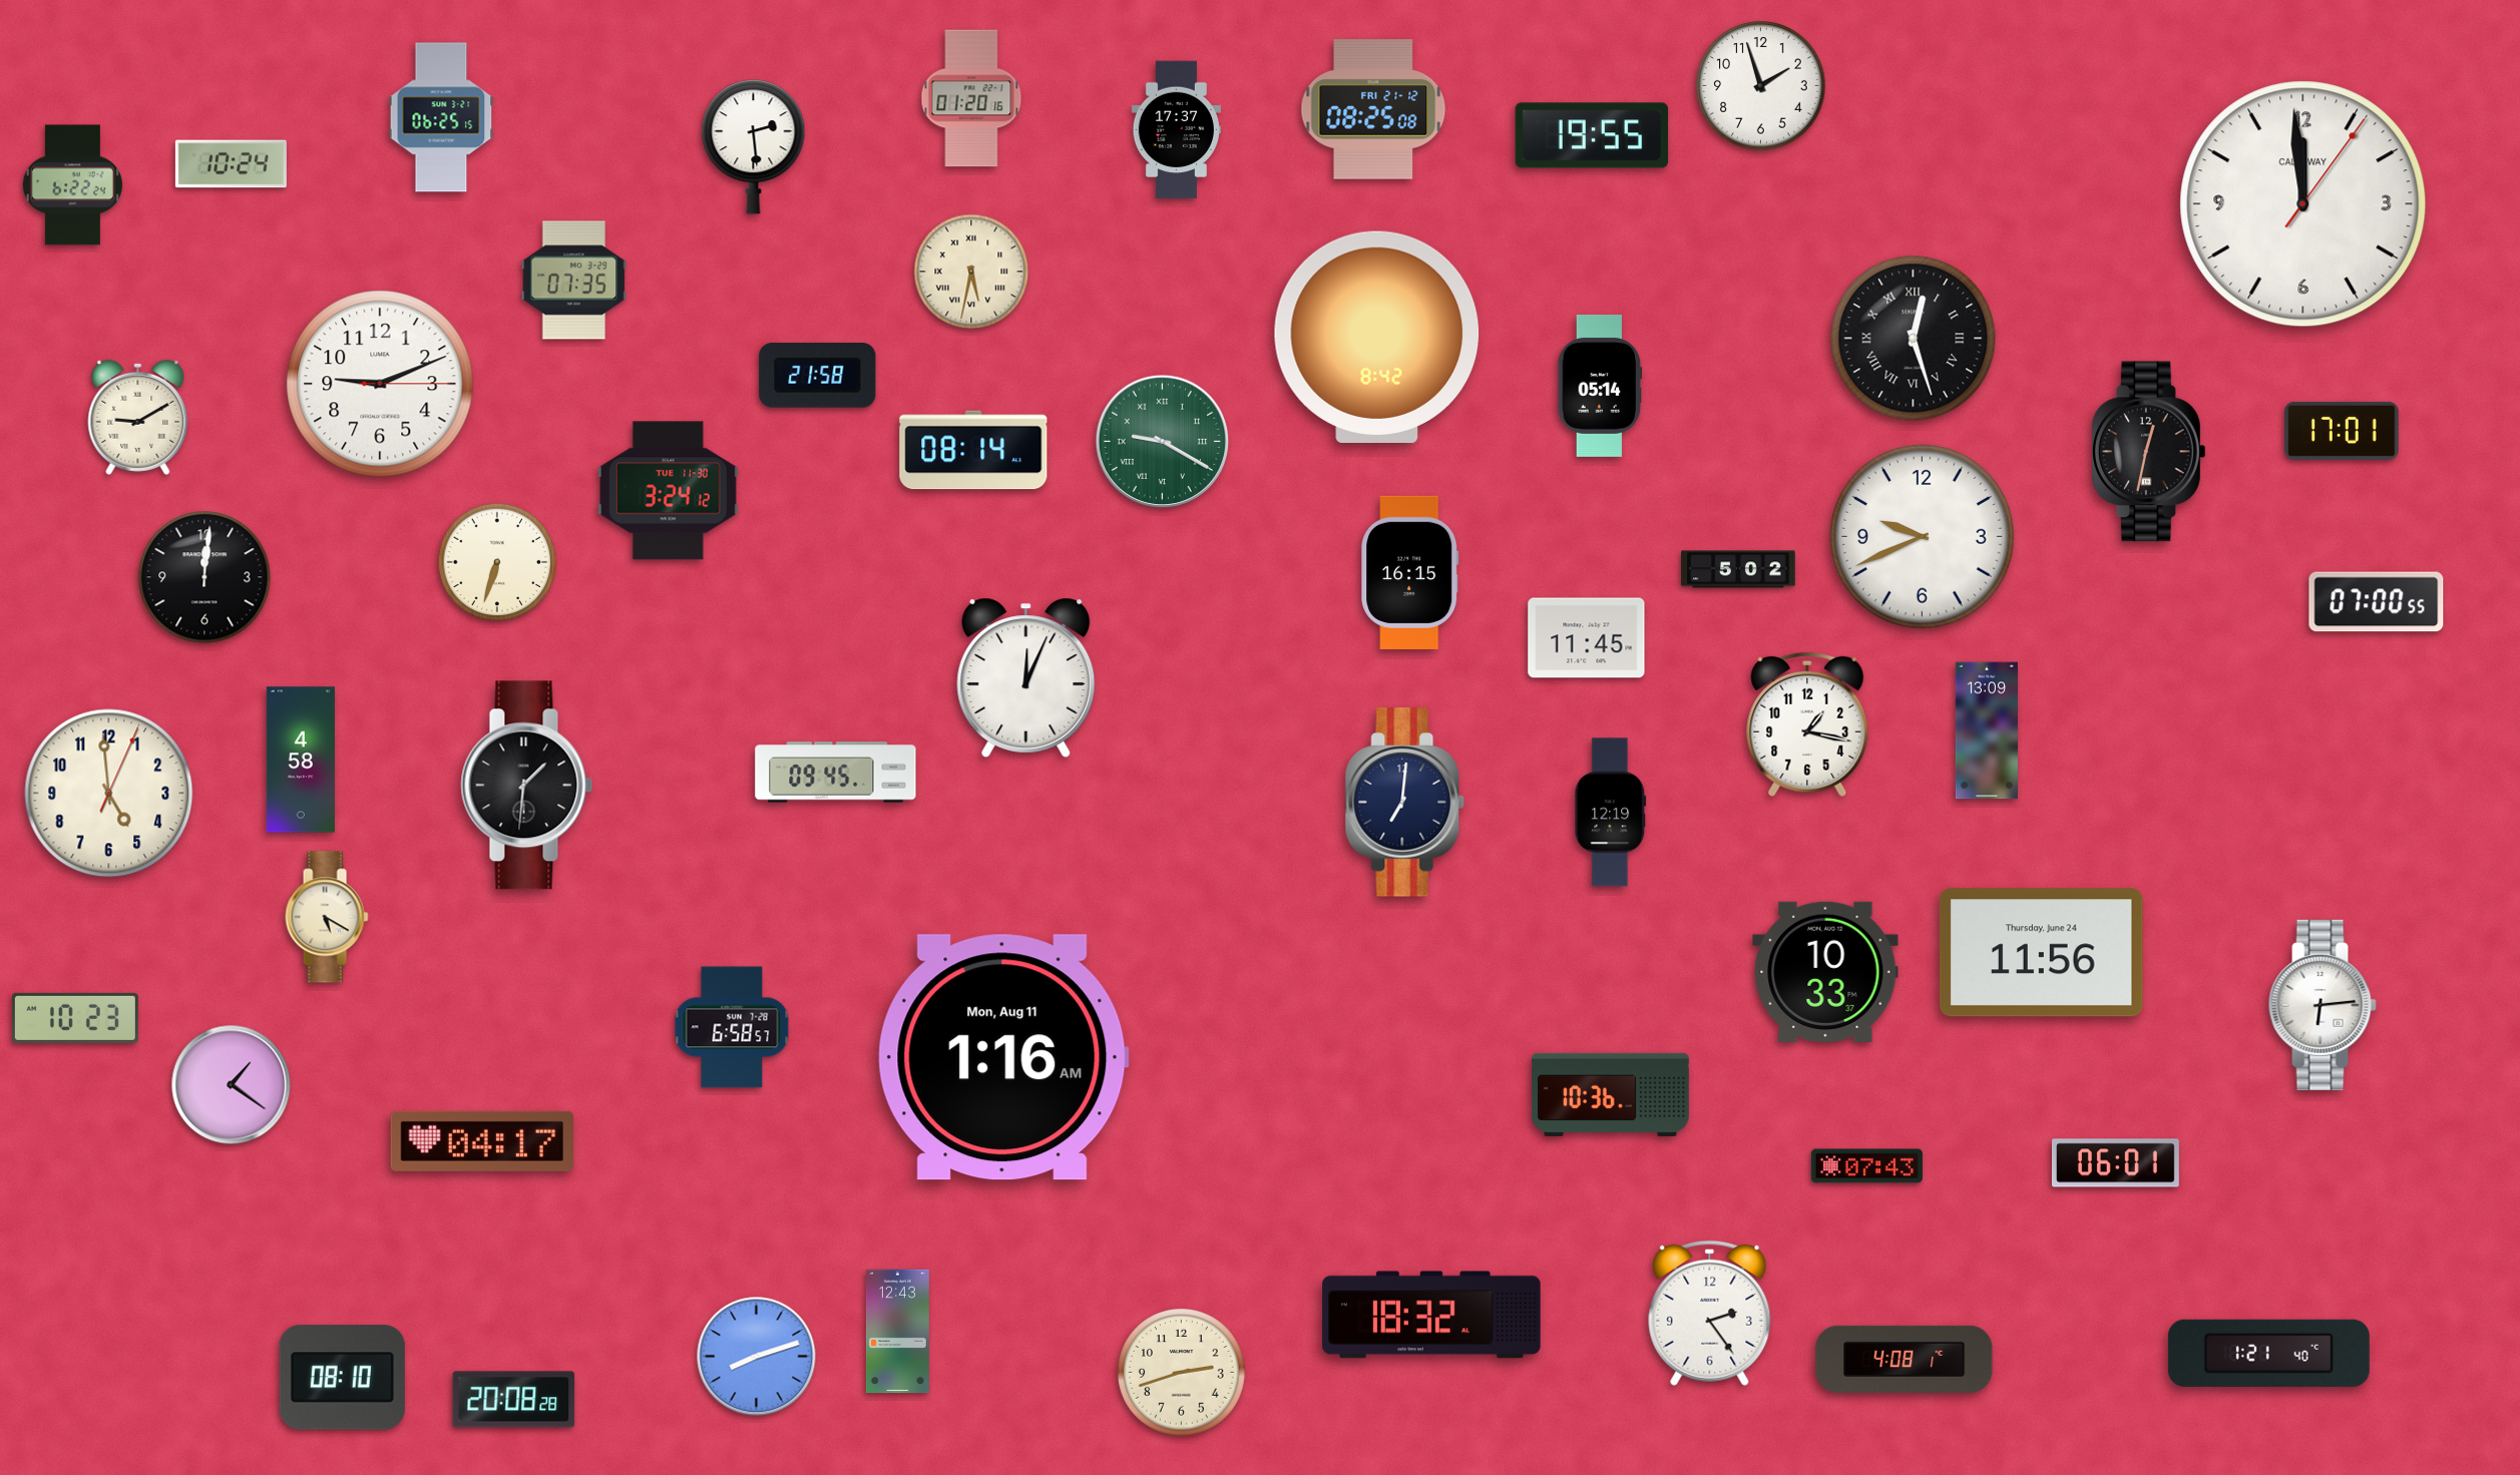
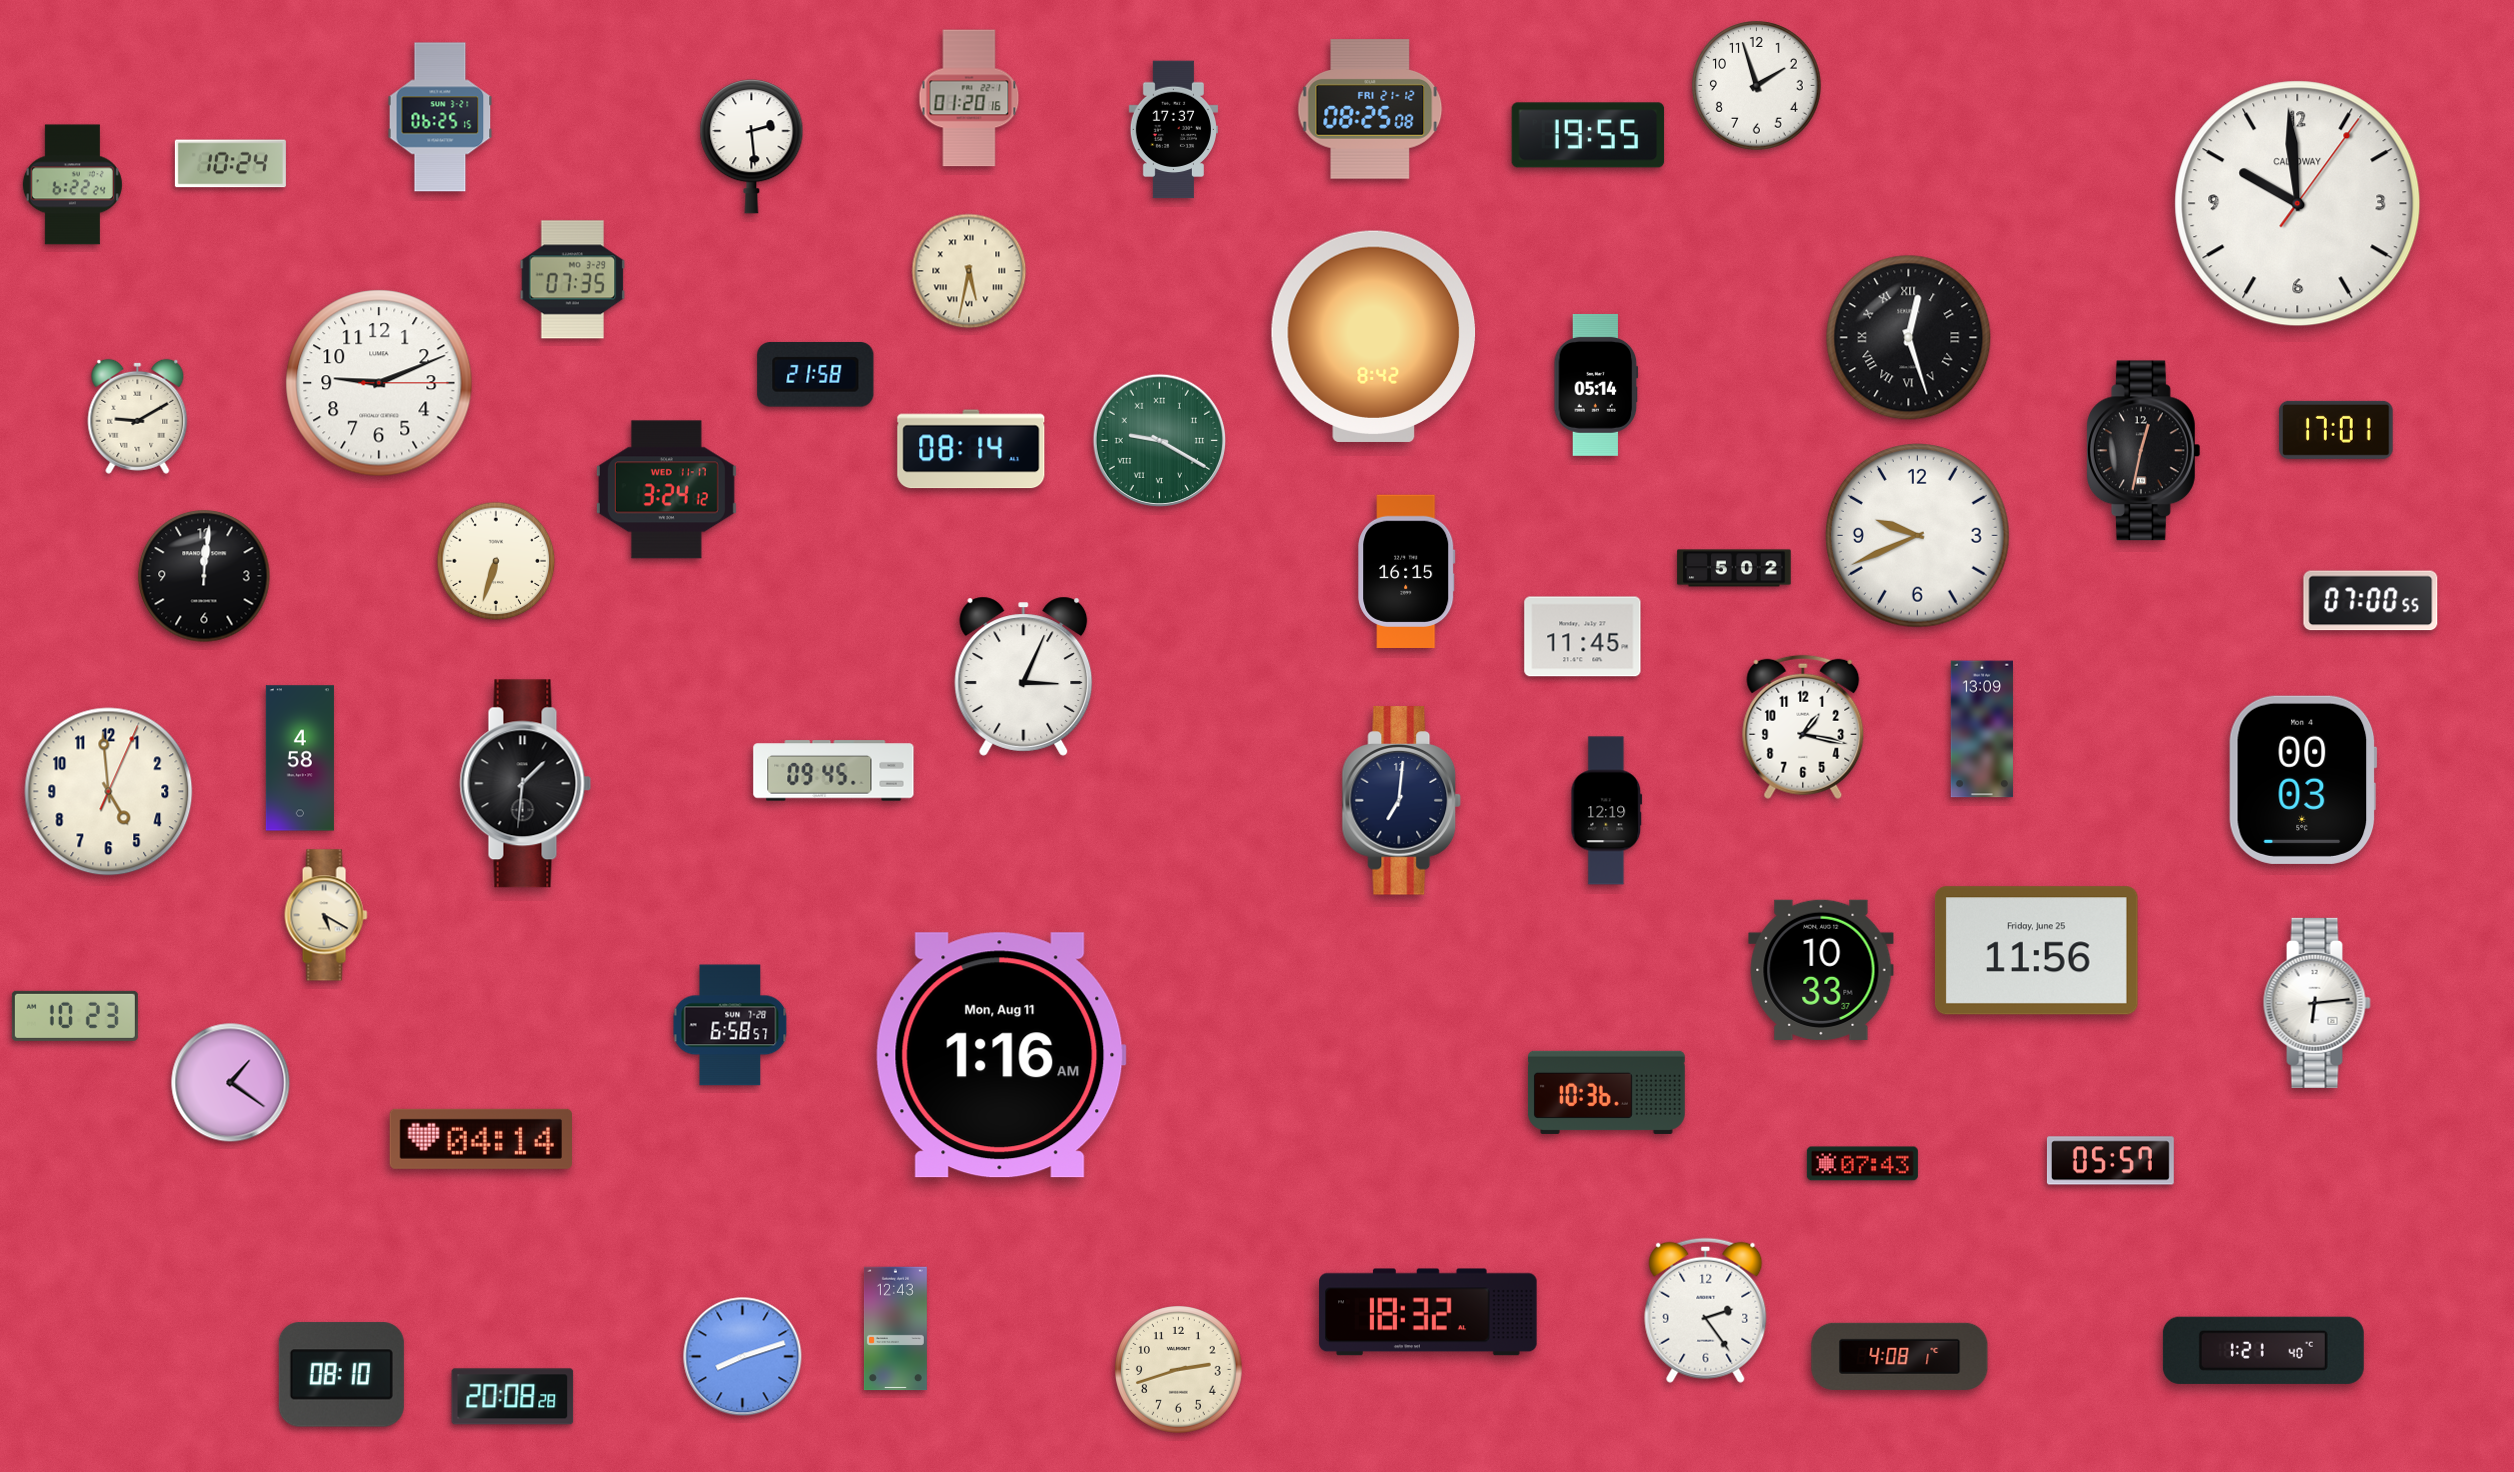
clock at (2303, 204): 11:59 -> 9:59
clock at (668, 491) date: TUE 11-30 -> WED 11-17
clock at (1026, 677): 12:04 -> 3:04
clock at (1807, 724) position: (1807, 724) -> (1803, 727)
clock at (2303, 780): none -> 00:03
clock at (2041, 953) date: Thursday, June 24 -> Friday, June 25
clock at (481, 1141): 04:17 -> 04:14
clock at (2115, 1163): 06:01 -> 05:57
clock at (757, 1357) position: (757, 1357) -> (743, 1357)
